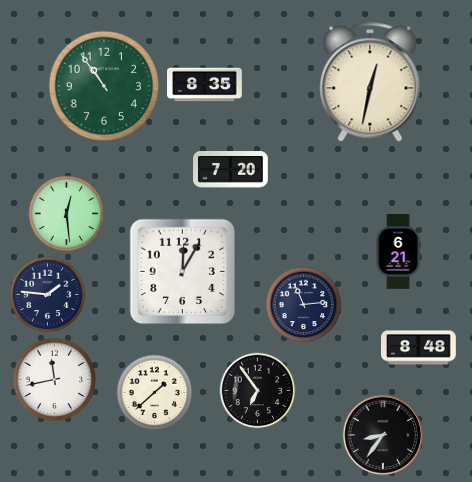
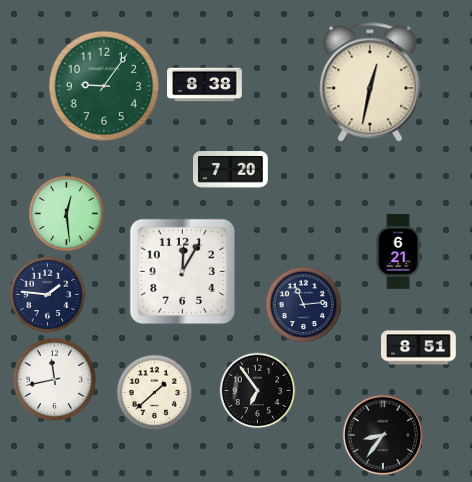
clock at (103, 85): 10:54 -> 9:06
clock at (205, 85): 8:35 -> 8:38
clock at (419, 348): 8:48 -> 8:51
